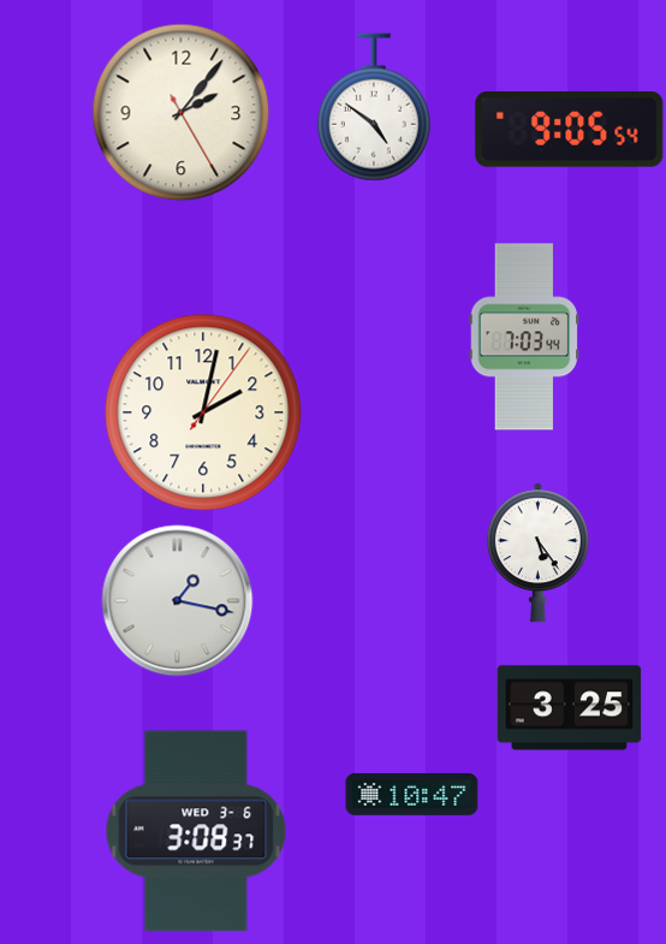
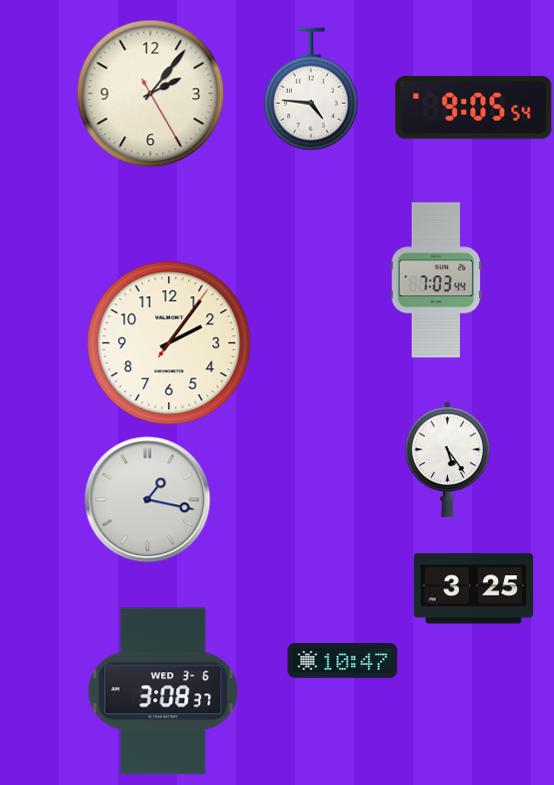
clock at (374, 107): 4:51 -> 4:46
clock at (203, 412): 2:02 -> 2:06
